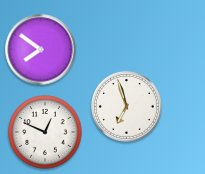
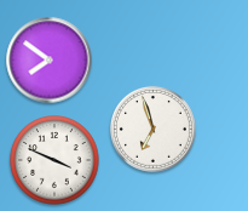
clock at (45, 132): 12:49 -> 3:49
